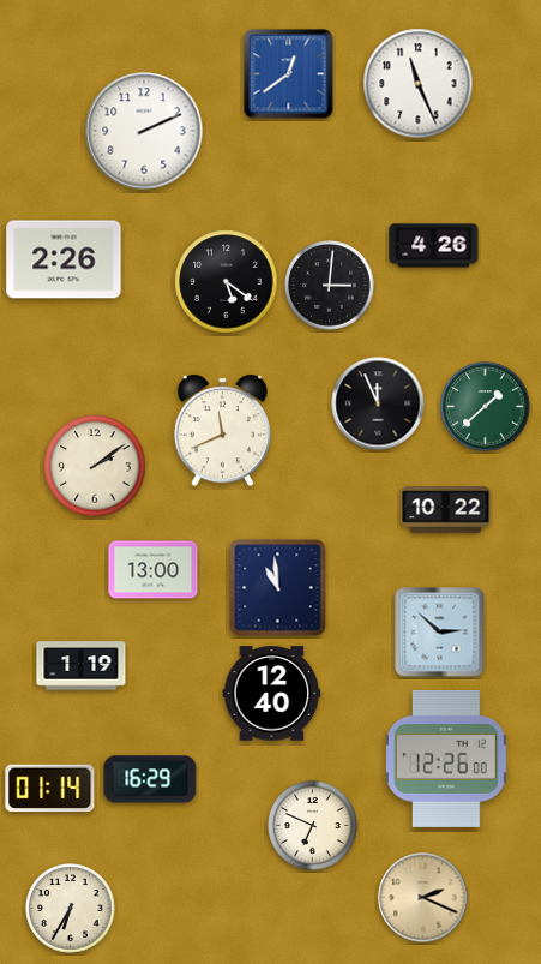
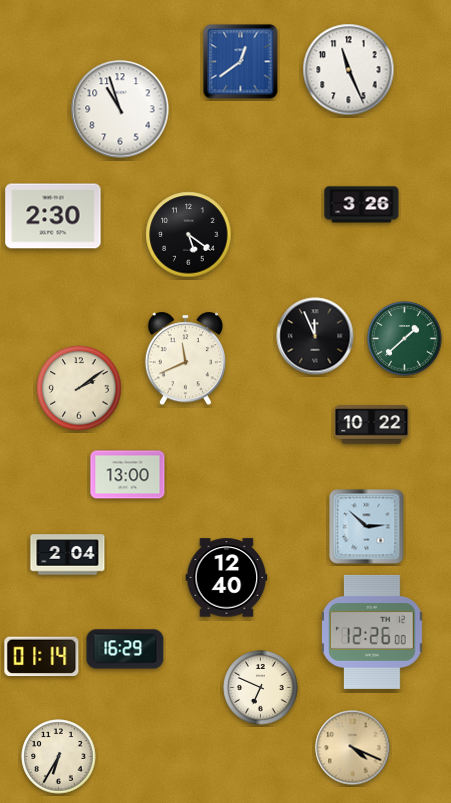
clock at (144, 131): 2:11 -> 10:57
clock at (434, 246): 4:26 -> 3:26
clock at (64, 259): 2:26 -> 2:30
clock at (330, 286): 3:01 -> none
clock at (278, 588): 10:59 -> none
clock at (82, 666): 1:19 -> 2:04
clock at (423, 898): 2:19 -> 4:19
